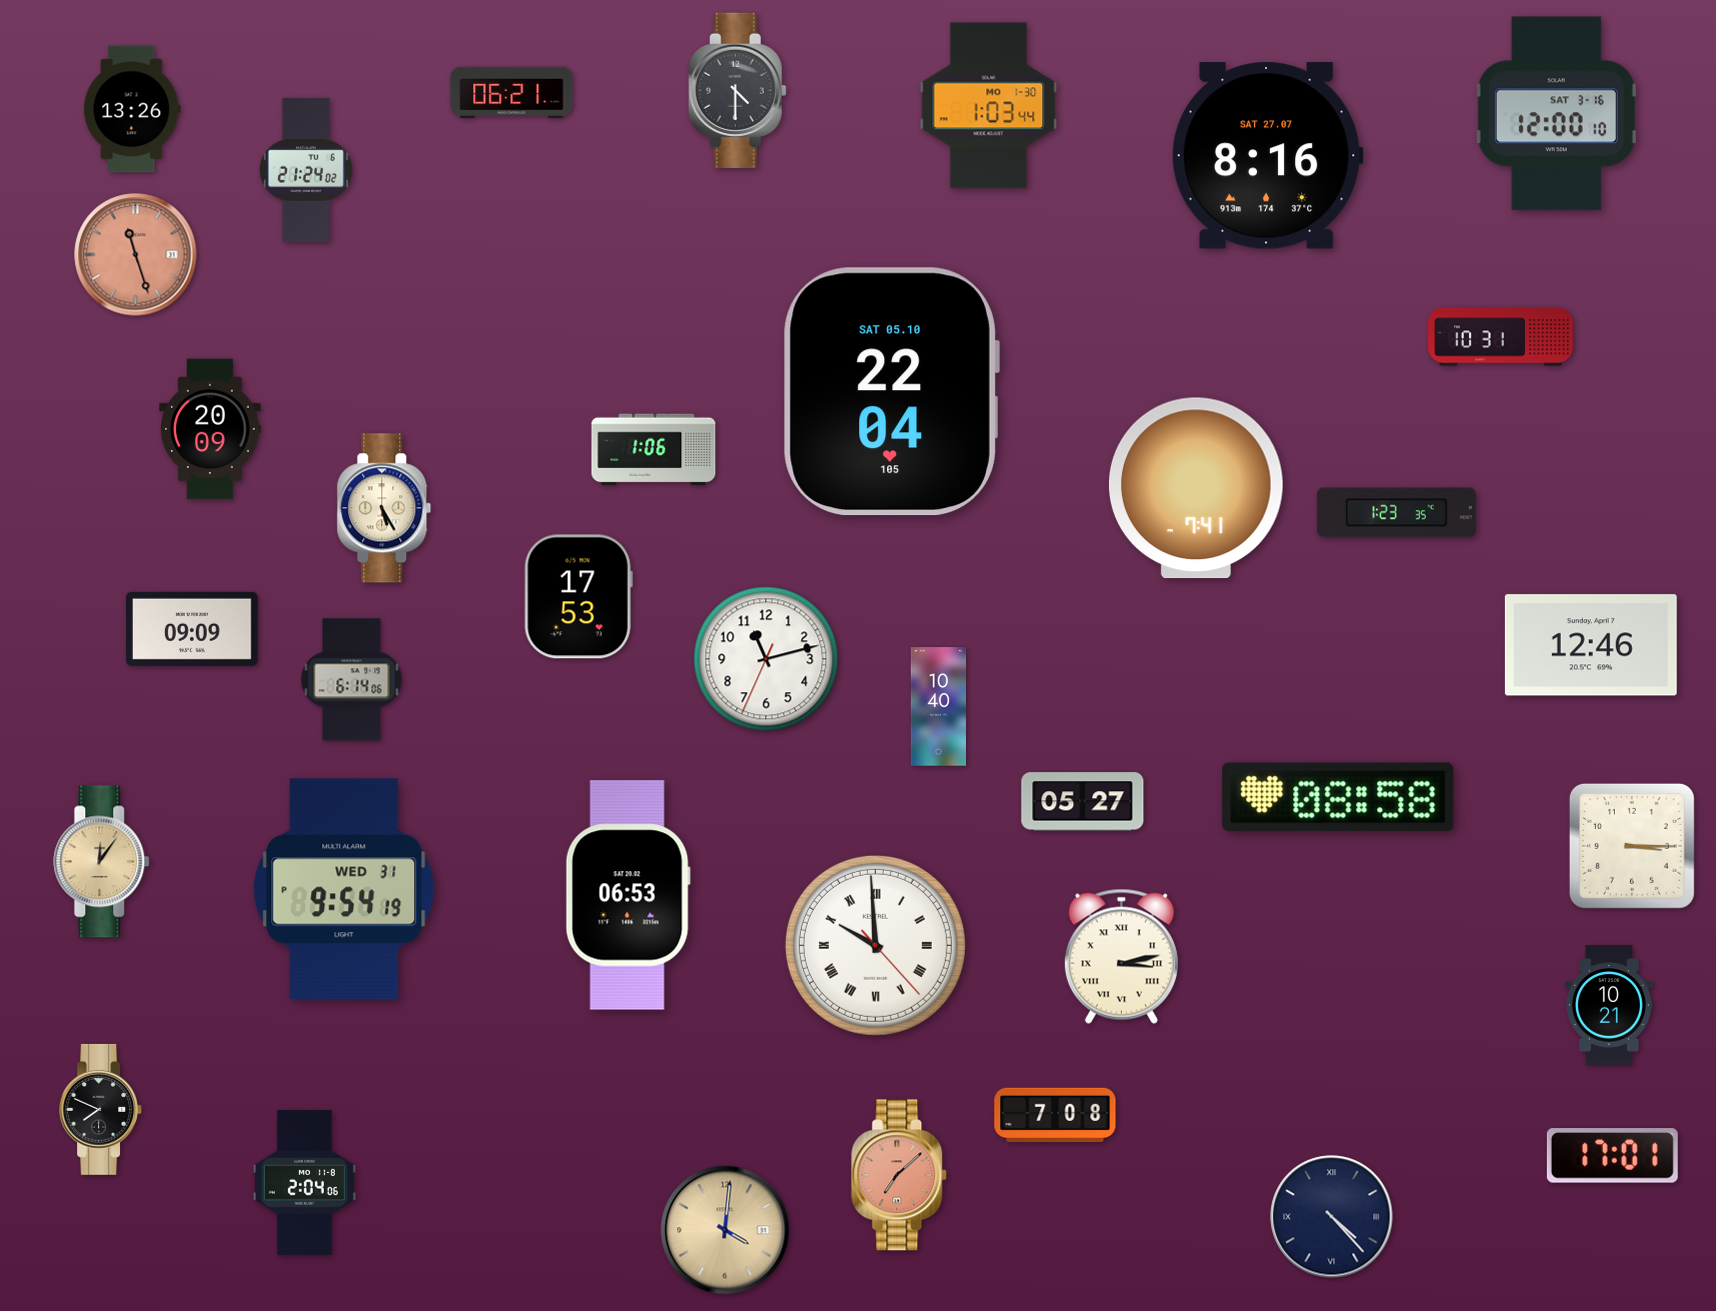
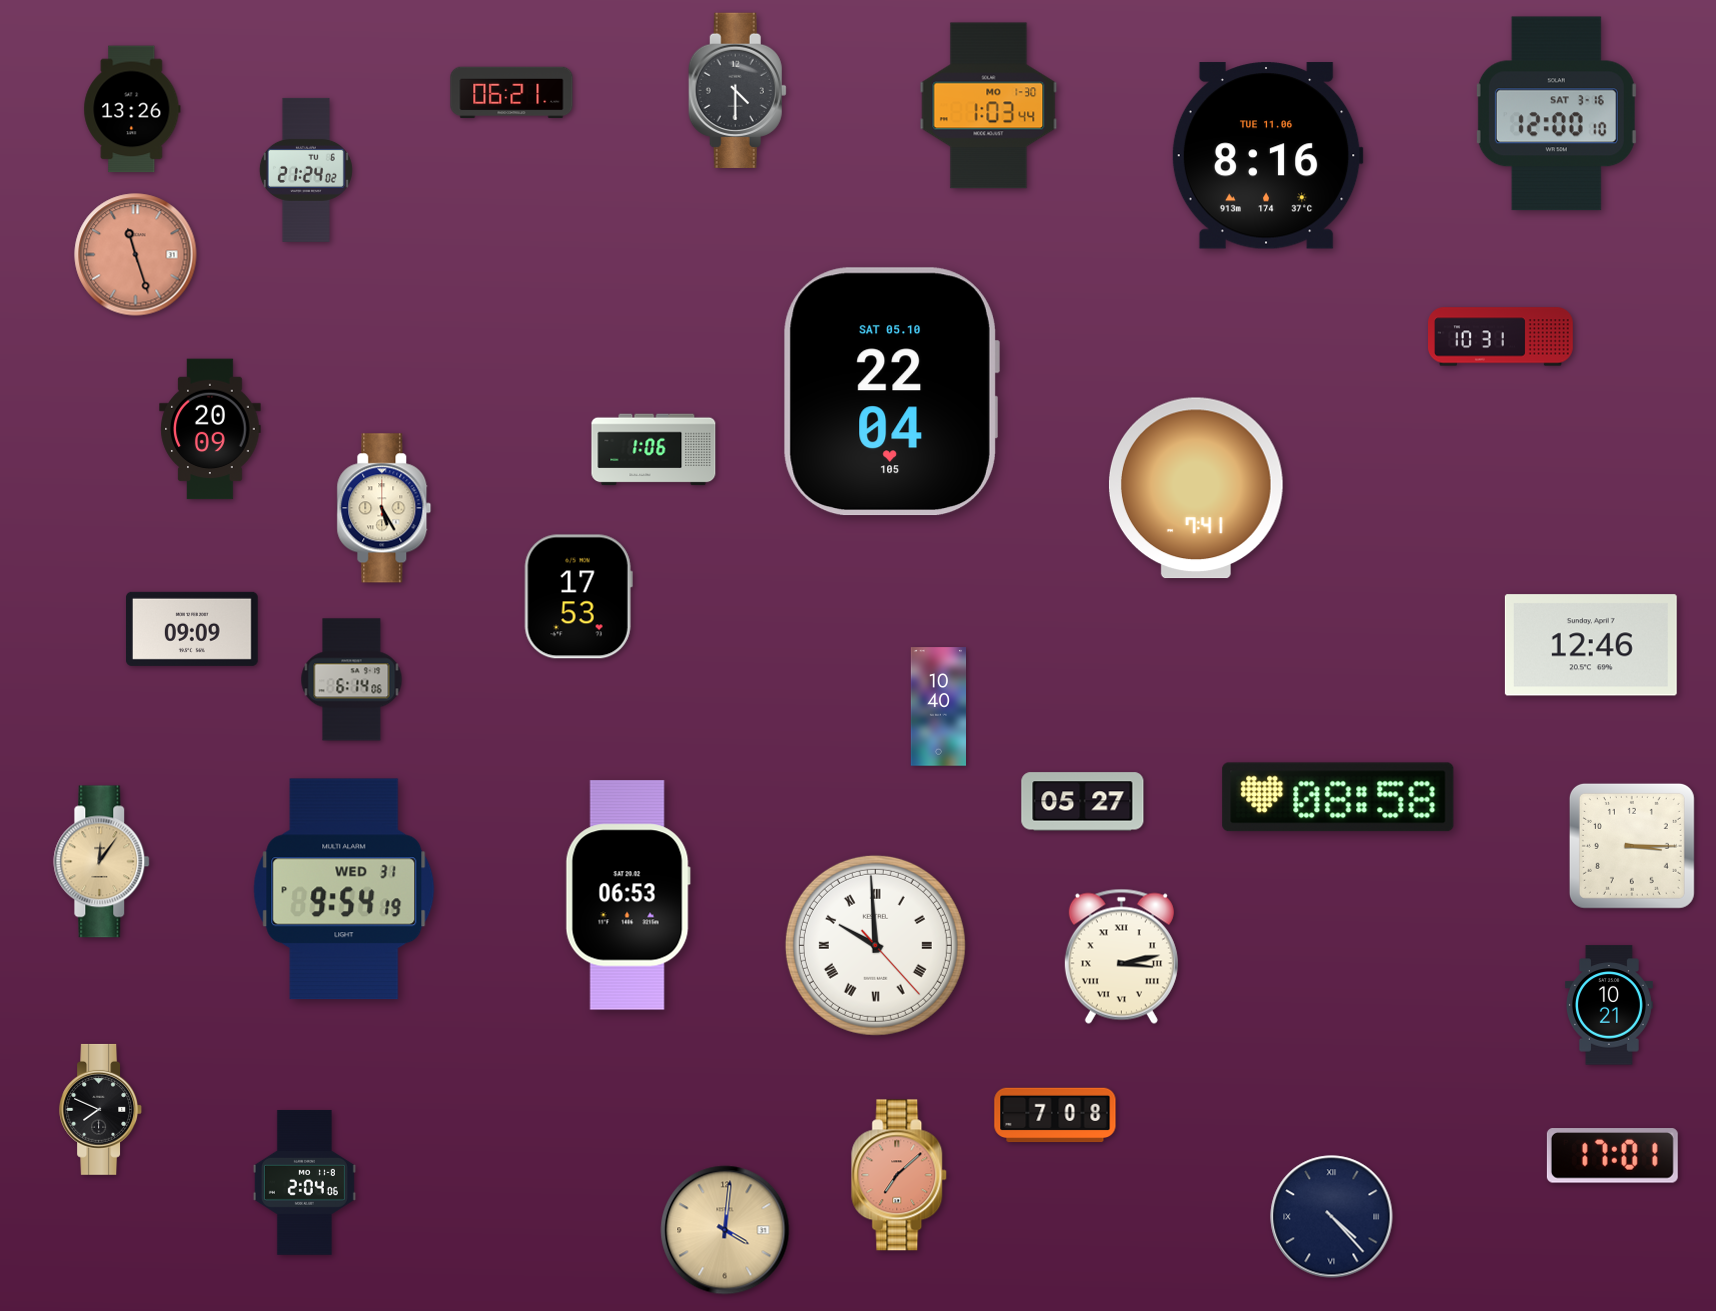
clock at (1267, 156) date: SAT 27.07 -> TUE 11.06
clock at (1396, 513): 1:23 -> none
clock at (766, 659): 11:12 -> none
